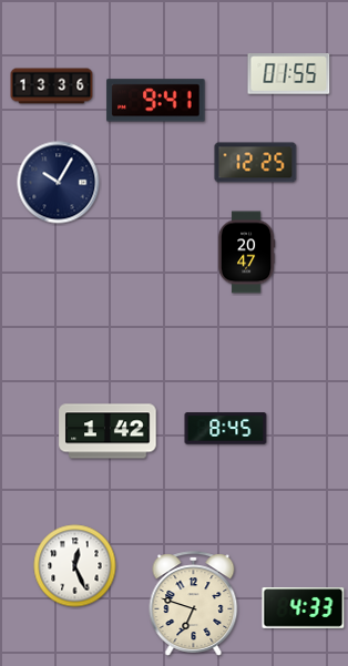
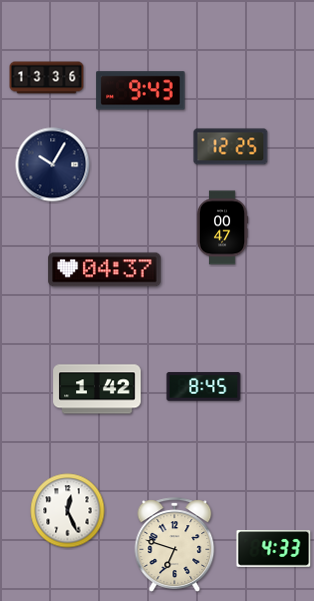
clock at (289, 74): 01:55 -> none
clock at (156, 101): 9:41 -> 9:43
clock at (246, 253): 20:47 -> 00:47
clock at (105, 270): none -> 04:37
